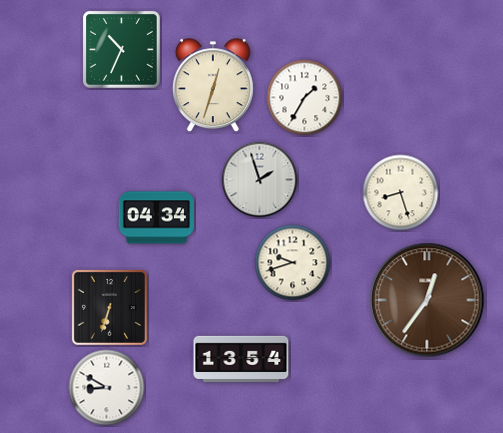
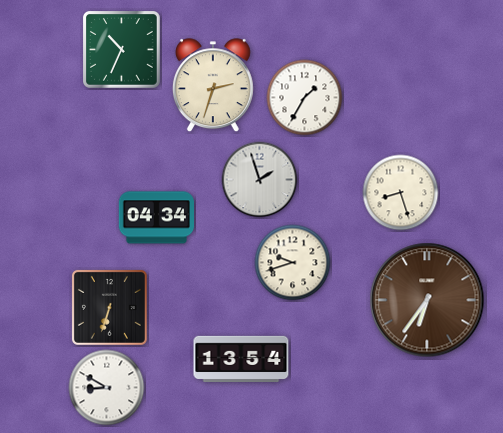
clock at (213, 86): 12:33 -> 2:33
clock at (427, 300): 12:36 -> 6:36
